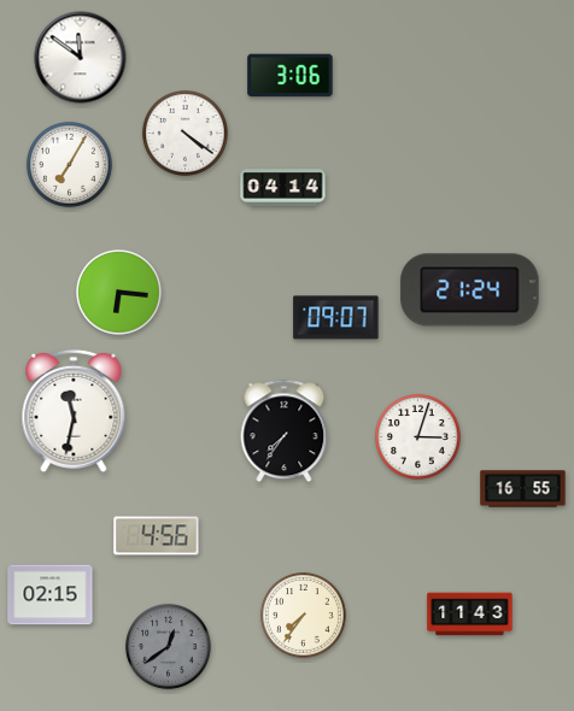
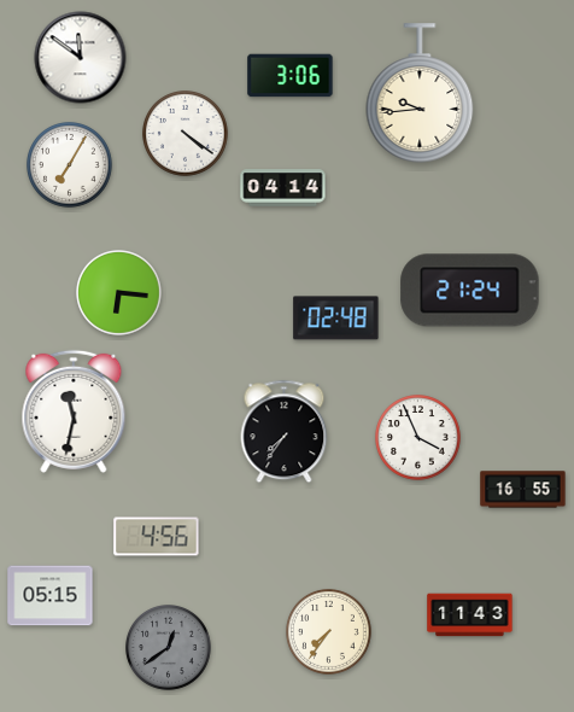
clock at (420, 93): none -> 9:44
clock at (336, 318): 09:07 -> 02:48
clock at (418, 437): 3:03 -> 3:56
clock at (51, 595): 02:15 -> 05:15
clock at (304, 616) position: (304, 616) -> (329, 632)
